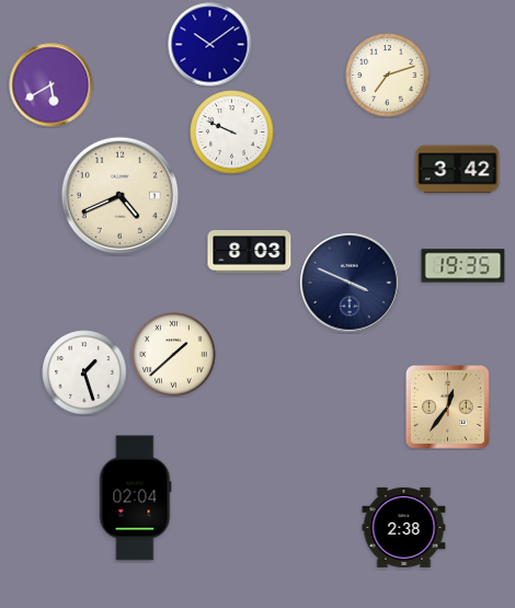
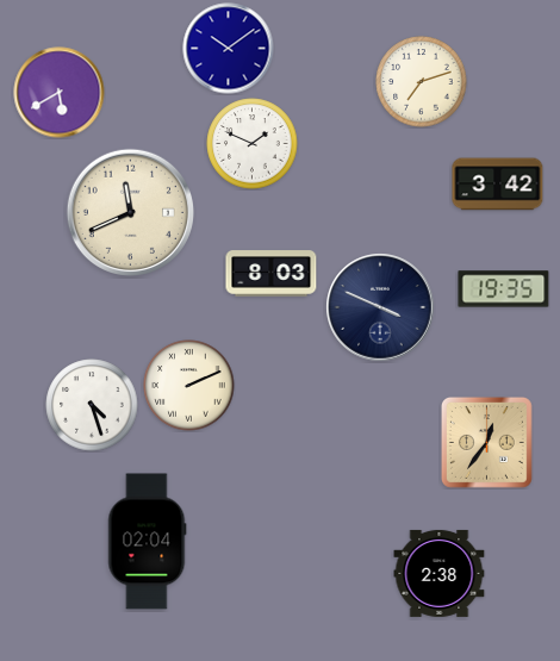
clock at (51, 85) position: (51, 85) -> (60, 93)
clock at (232, 133): 9:49 -> 1:49
clock at (119, 195): 4:41 -> 11:41
clock at (174, 355): 1:38 -> 2:11
clock at (84, 372): 1:27 -> 4:27
